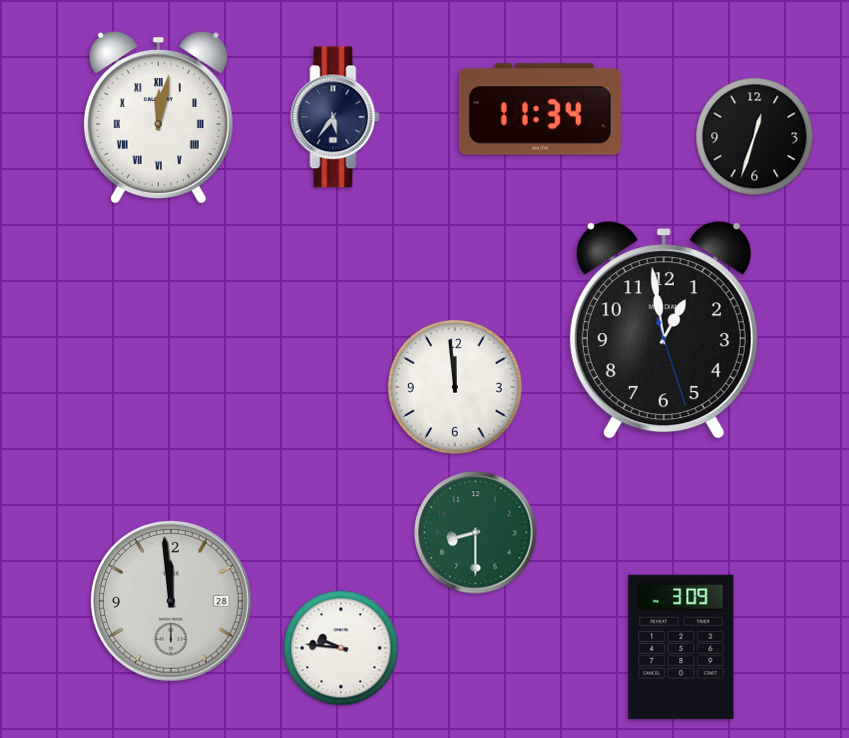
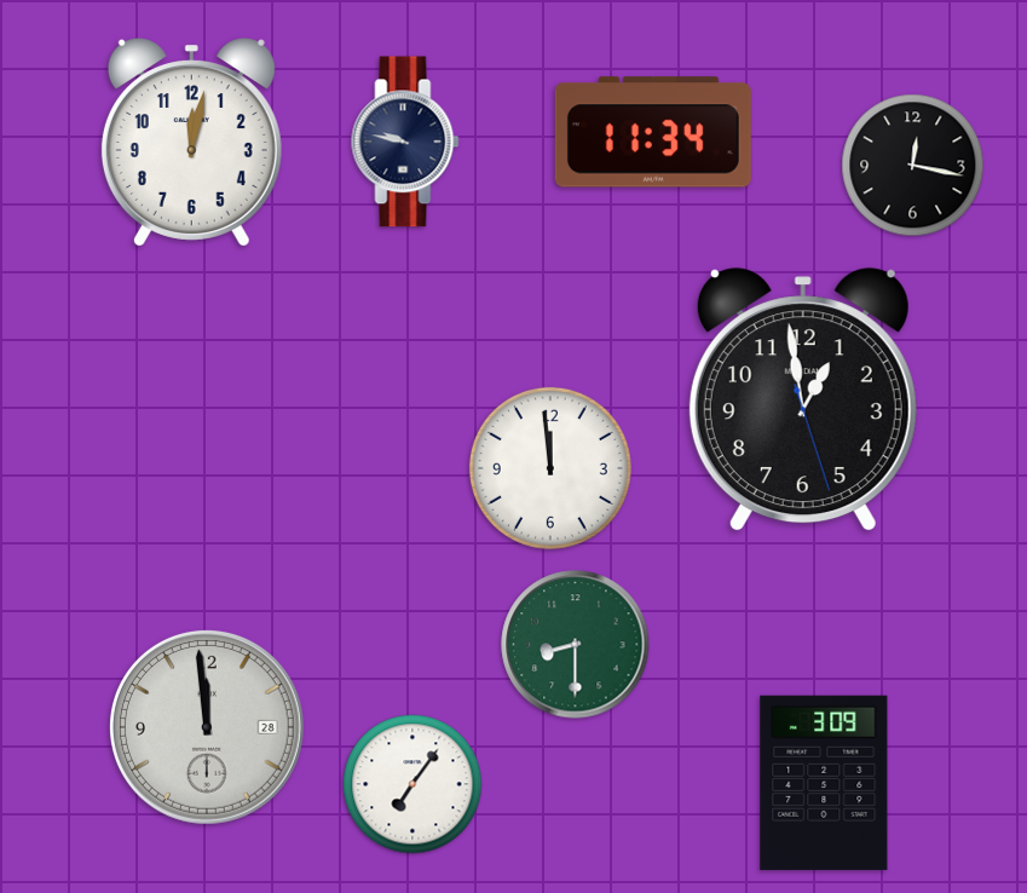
clock at (335, 117): 5:36 -> 9:47
clock at (158, 118) numerals: Roman -> Arabic
clock at (755, 137): 12:33 -> 12:17
clock at (341, 648): 9:46 -> 7:06
